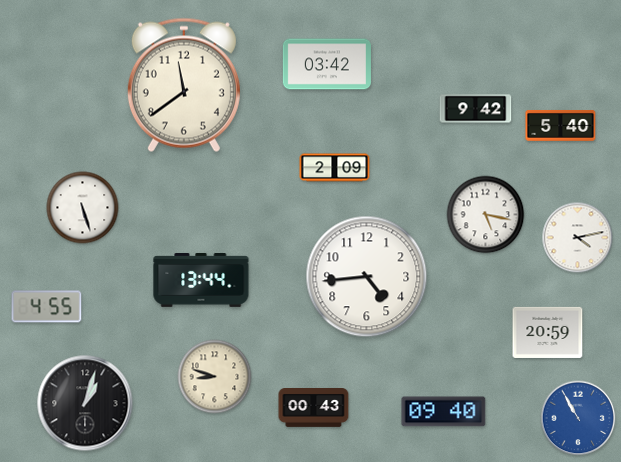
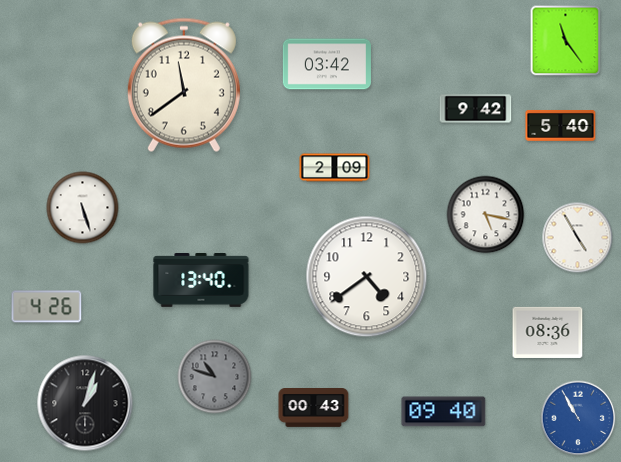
clock at (566, 41): none -> 11:24
clock at (578, 238): 4:13 -> 4:55
clock at (367, 277): 4:44 -> 4:39
clock at (201, 281): 13:44 -> 13:40
clock at (47, 307): 4:55 -> 4:26
clock at (548, 332): 20:59 -> 08:36
clock at (215, 377): 8:48 -> 10:48
clock at (215, 377) dial: cream -> grey
